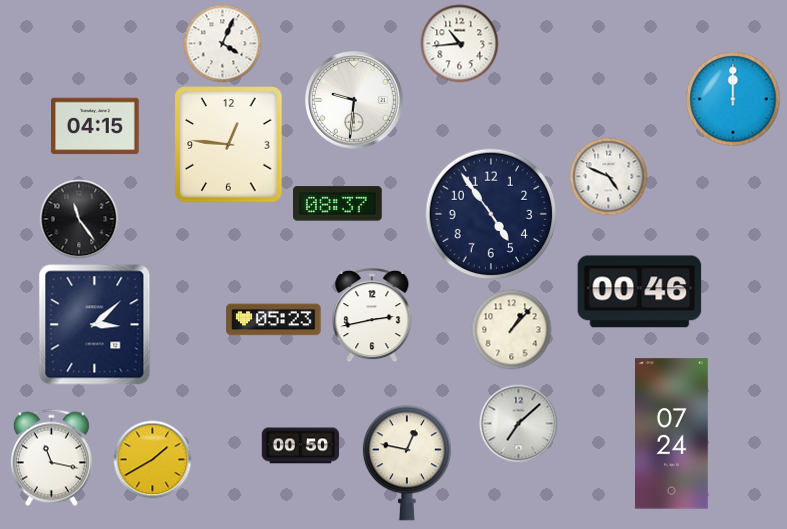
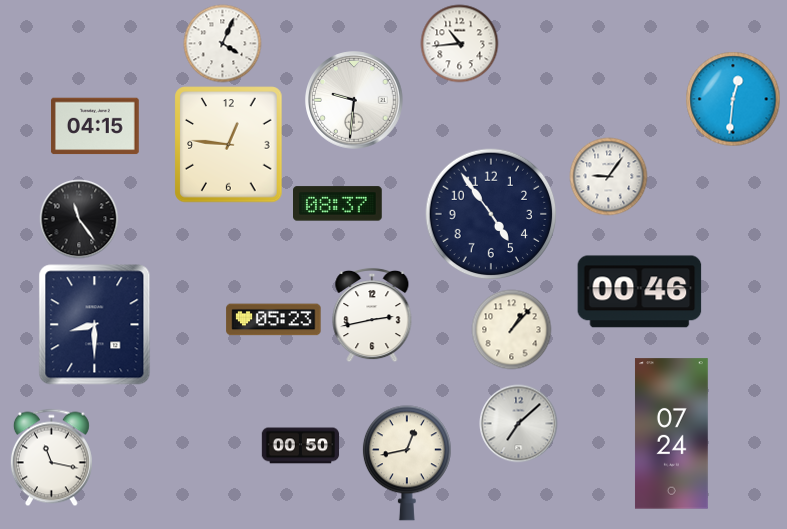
clock at (733, 99): 12:00 -> 12:31
clock at (608, 176): 4:49 -> 9:06
clock at (95, 325): 3:08 -> 8:30
clock at (152, 459): 1:40 -> none
clock at (407, 463): 12:47 -> 12:43
